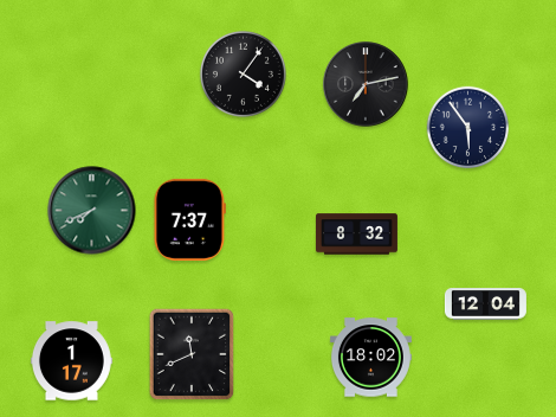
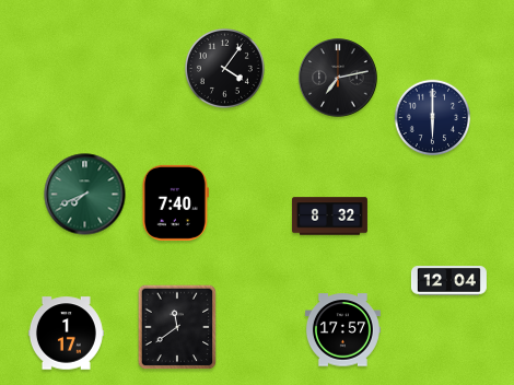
clock at (468, 128): 5:54 -> 6:00
clock at (189, 219): 7:37 -> 7:40
clock at (192, 354): 11:41 -> 11:39
clock at (370, 358): 18:02 -> 17:57
